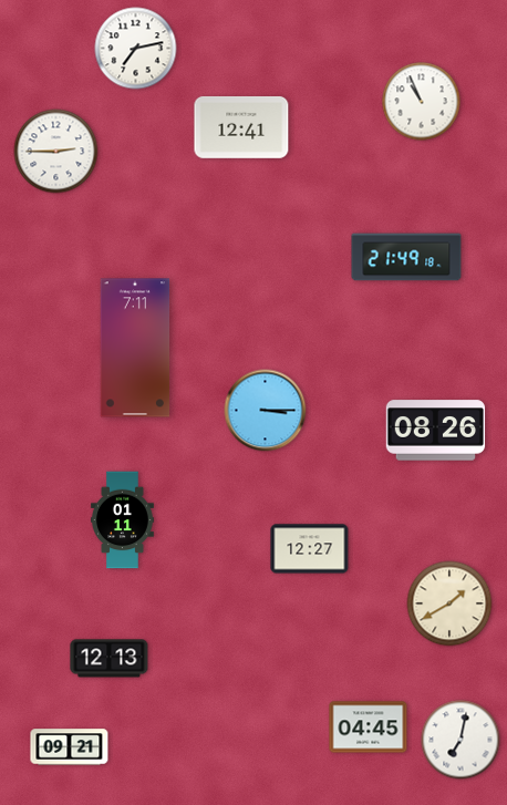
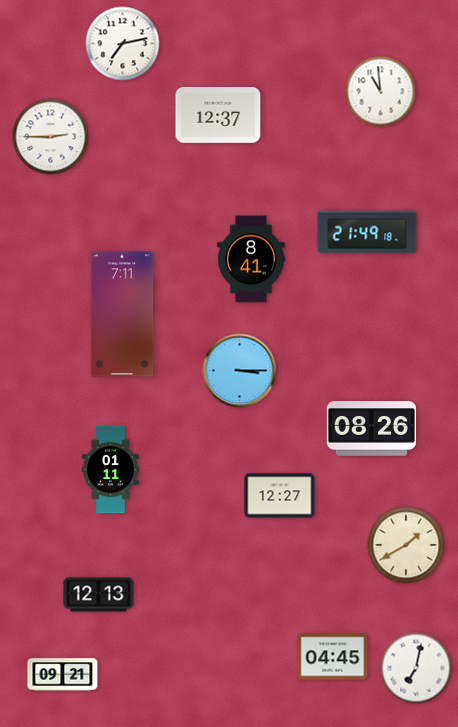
clock at (422, 102): 10:56 -> 10:59
clock at (241, 127): 12:41 -> 12:37
clock at (252, 259): none -> 8:41
clock at (436, 431) position: (436, 431) -> (372, 429)
